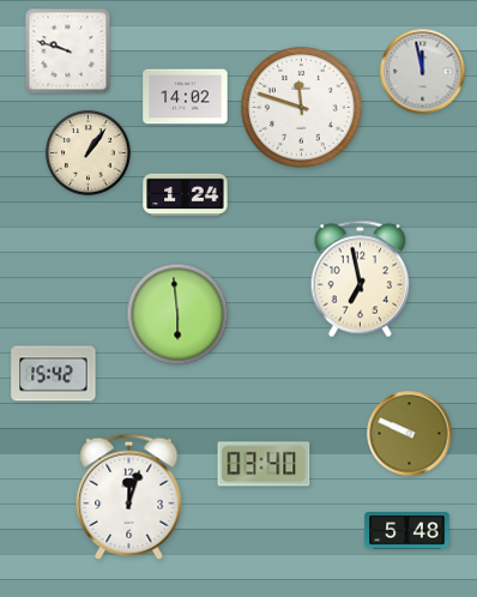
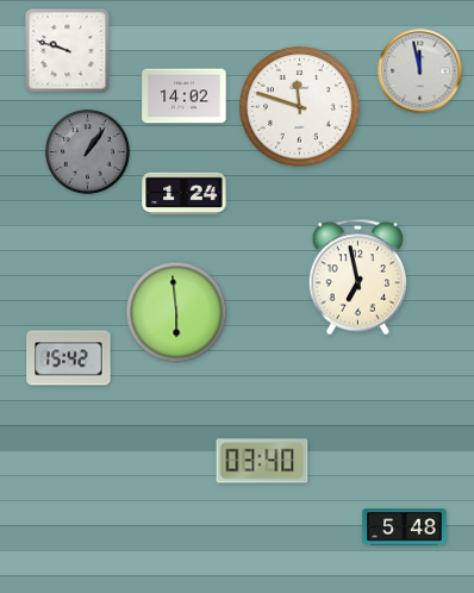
clock at (87, 152) dial: cream -> grey
clock at (54, 374) position: (54, 374) -> (69, 358)
clock at (410, 434): 9:49 -> none
clock at (129, 496): 12:03 -> none
